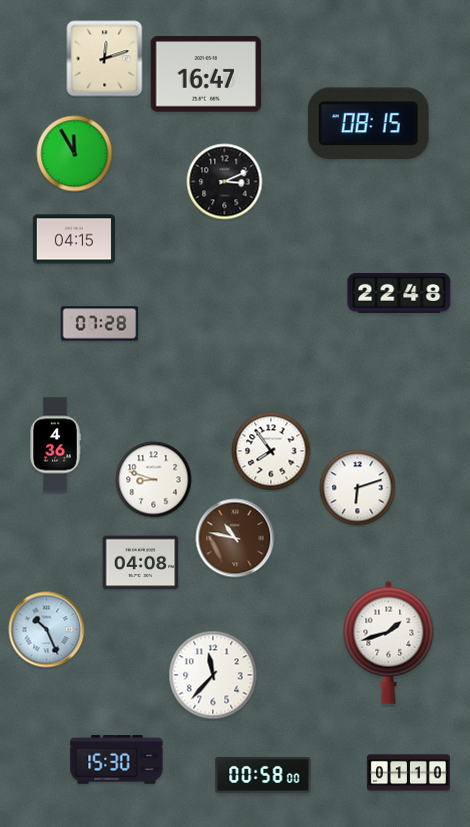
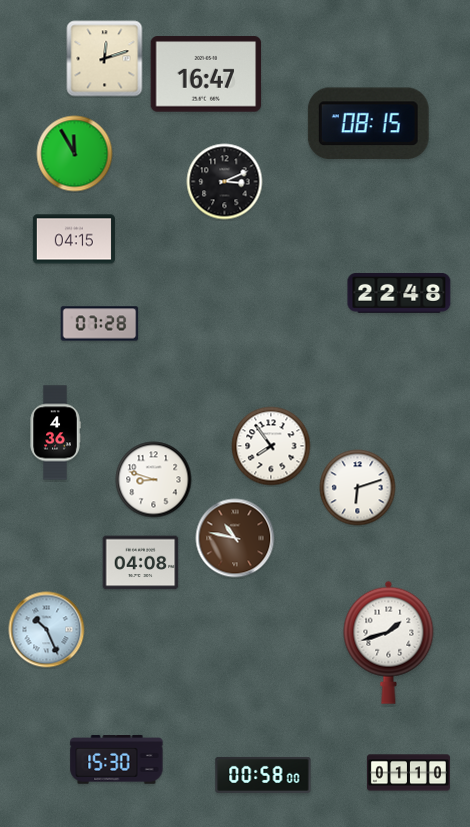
clock at (55, 445) position: (55, 445) -> (55, 433)
clock at (271, 451) position: (271, 451) -> (271, 446)
clock at (213, 675): 11:37 -> none
